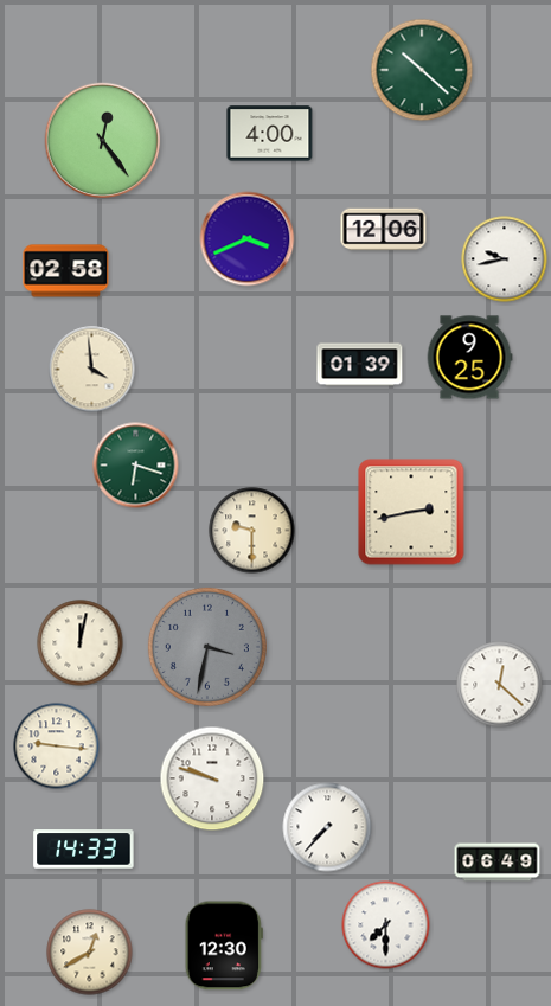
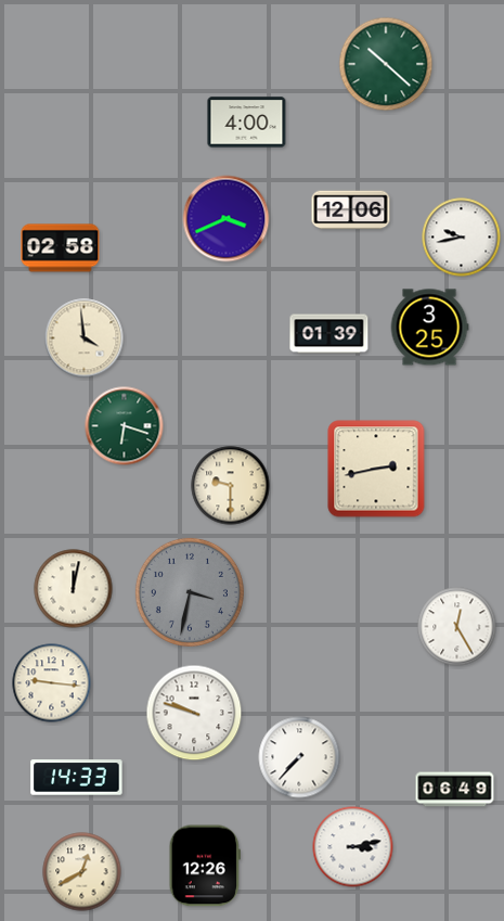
clock at (103, 141): 12:24 -> none
clock at (469, 358): 9:25 -> 3:25
clock at (500, 685): 12:22 -> 12:25
clock at (386, 925): 7:30 -> 3:13
clock at (224, 946): 12:30 -> 12:26
